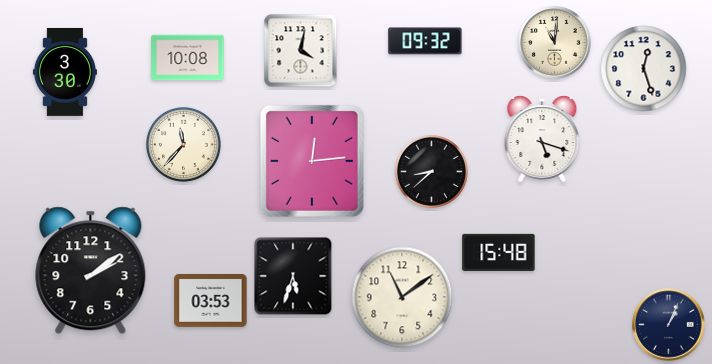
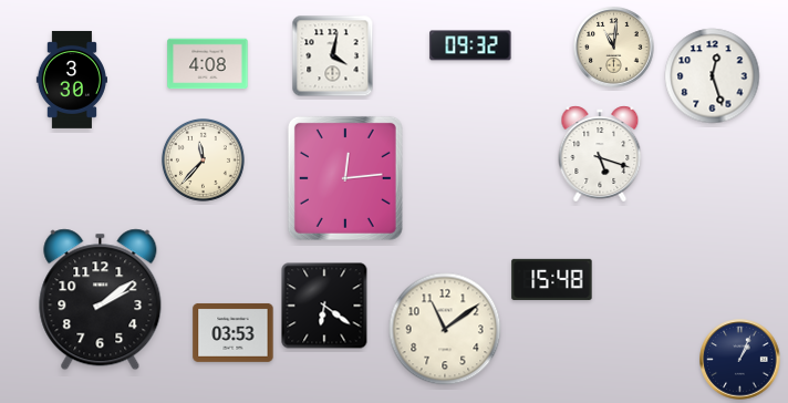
clock at (188, 58): 10:08 -> 4:08
clock at (431, 171): 8:38 -> none
clock at (293, 276): 5:33 -> 6:21
